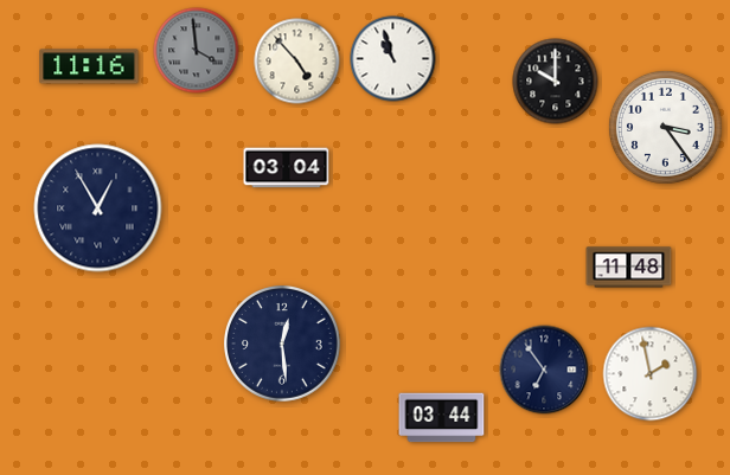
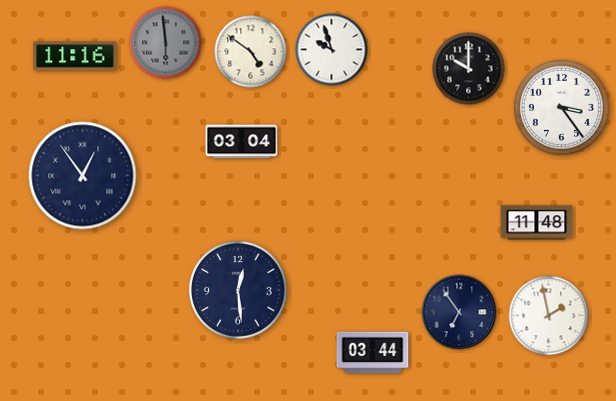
clock at (197, 51): 3:59 -> 5:59
clock at (393, 59): 10:57 -> 9:57
clock at (297, 62): 4:53 -> 4:51
clock at (98, 208): 12:55 -> 12:54
clock at (629, 268) position: (629, 268) -> (537, 223)
